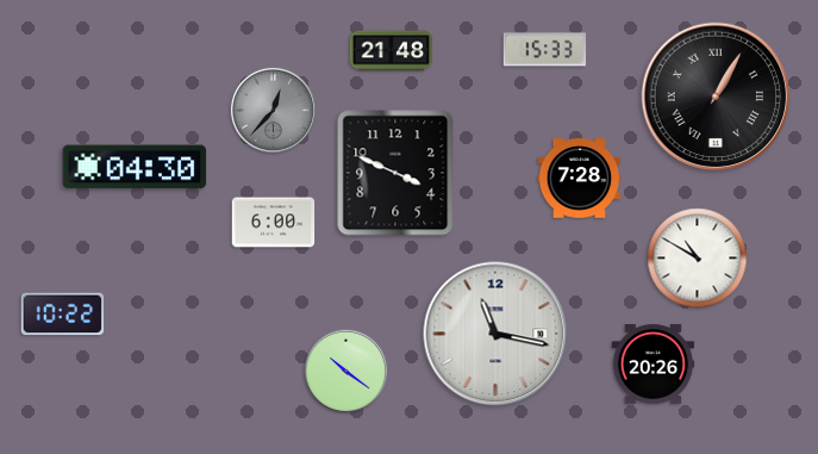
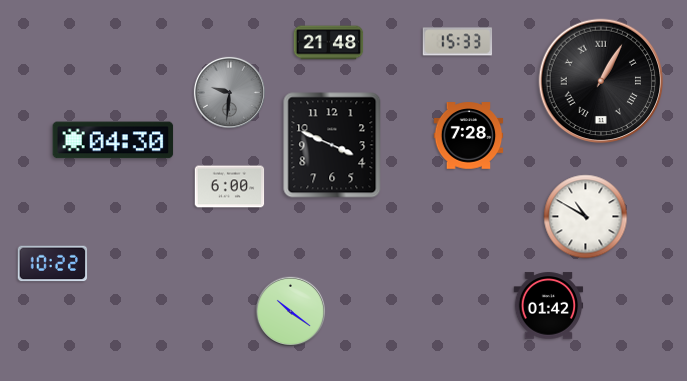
clock at (273, 110): 12:37 -> 9:31
clock at (580, 179) position: (580, 179) -> (469, 136)
clock at (495, 334): 11:17 -> none
clock at (654, 365): 20:26 -> 01:42
